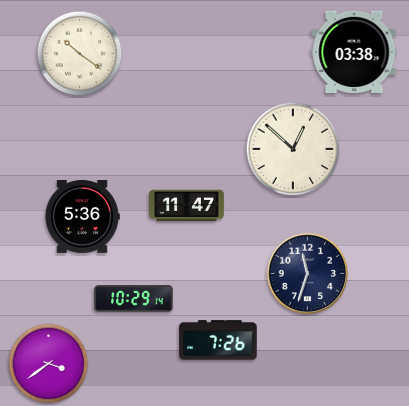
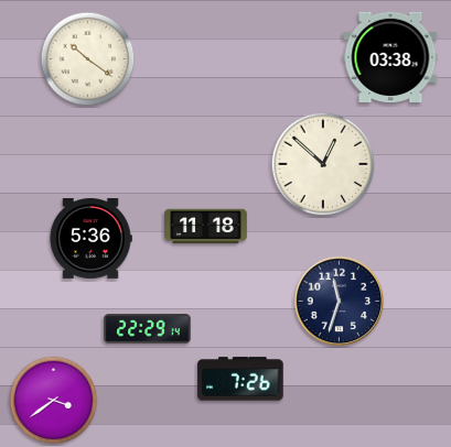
clock at (187, 206): 11:47 -> 11:18
clock at (134, 299): 10:29 -> 22:29
clock at (218, 340) position: (218, 340) -> (240, 379)
